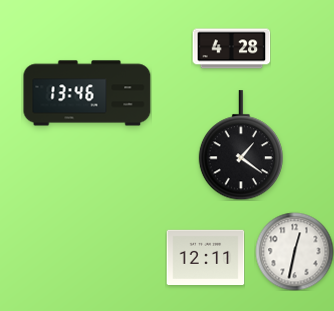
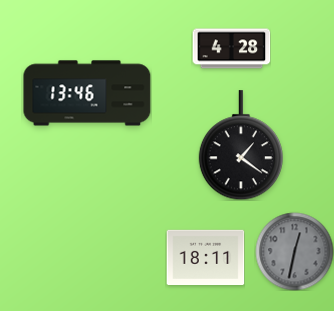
clock at (294, 251) dial: white -> grey
clock at (205, 257): 12:11 -> 18:11
